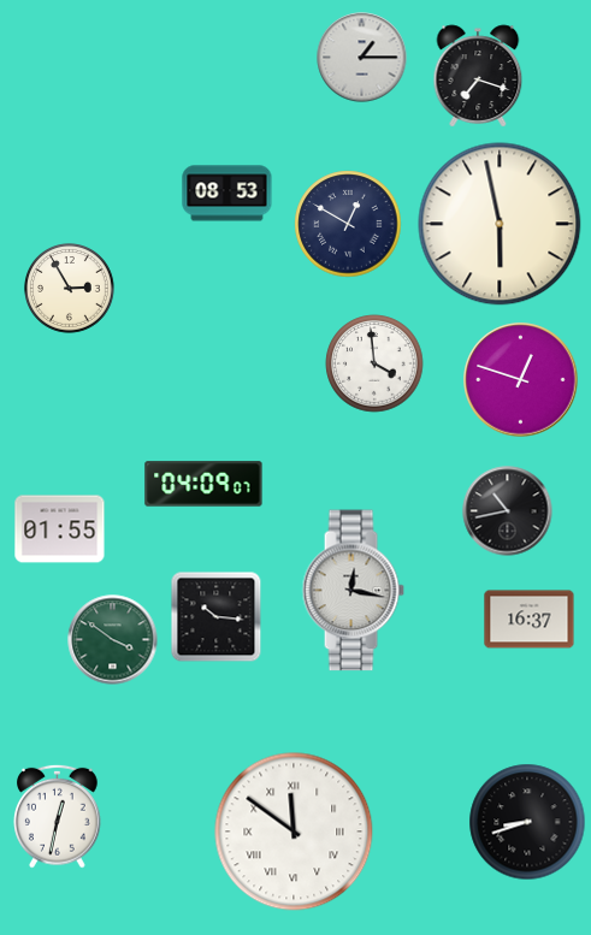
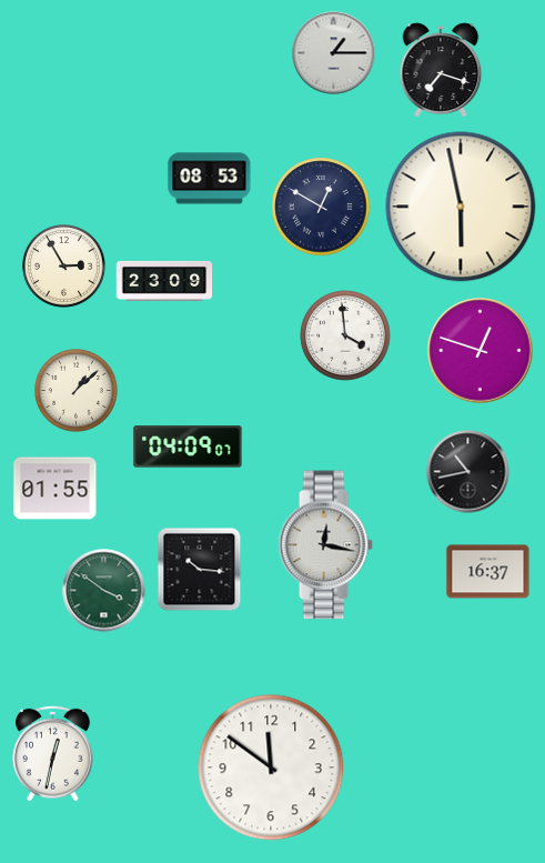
clock at (164, 281): none -> 23:09
clock at (77, 391): none -> 1:08
clock at (527, 822): 8:42 -> none
clock at (294, 832) numerals: Roman -> Arabic
